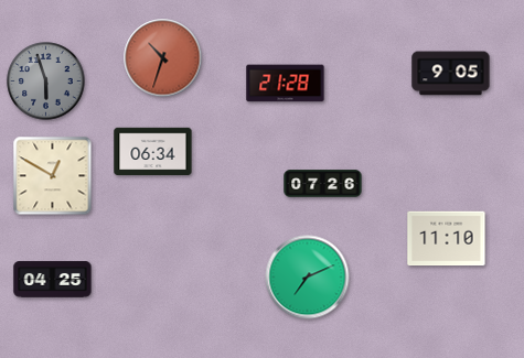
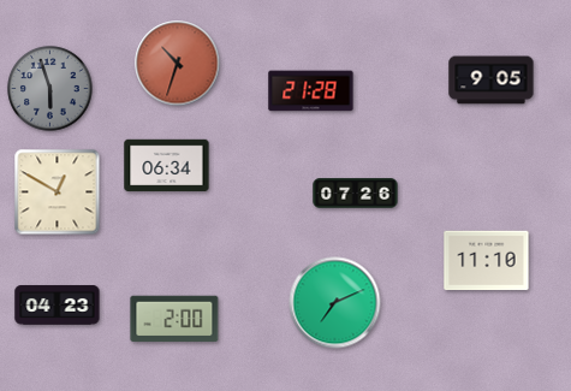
clock at (323, 184) position: (323, 184) -> (356, 194)
clock at (53, 280): 04:25 -> 04:23
clock at (174, 319): none -> 2:00
